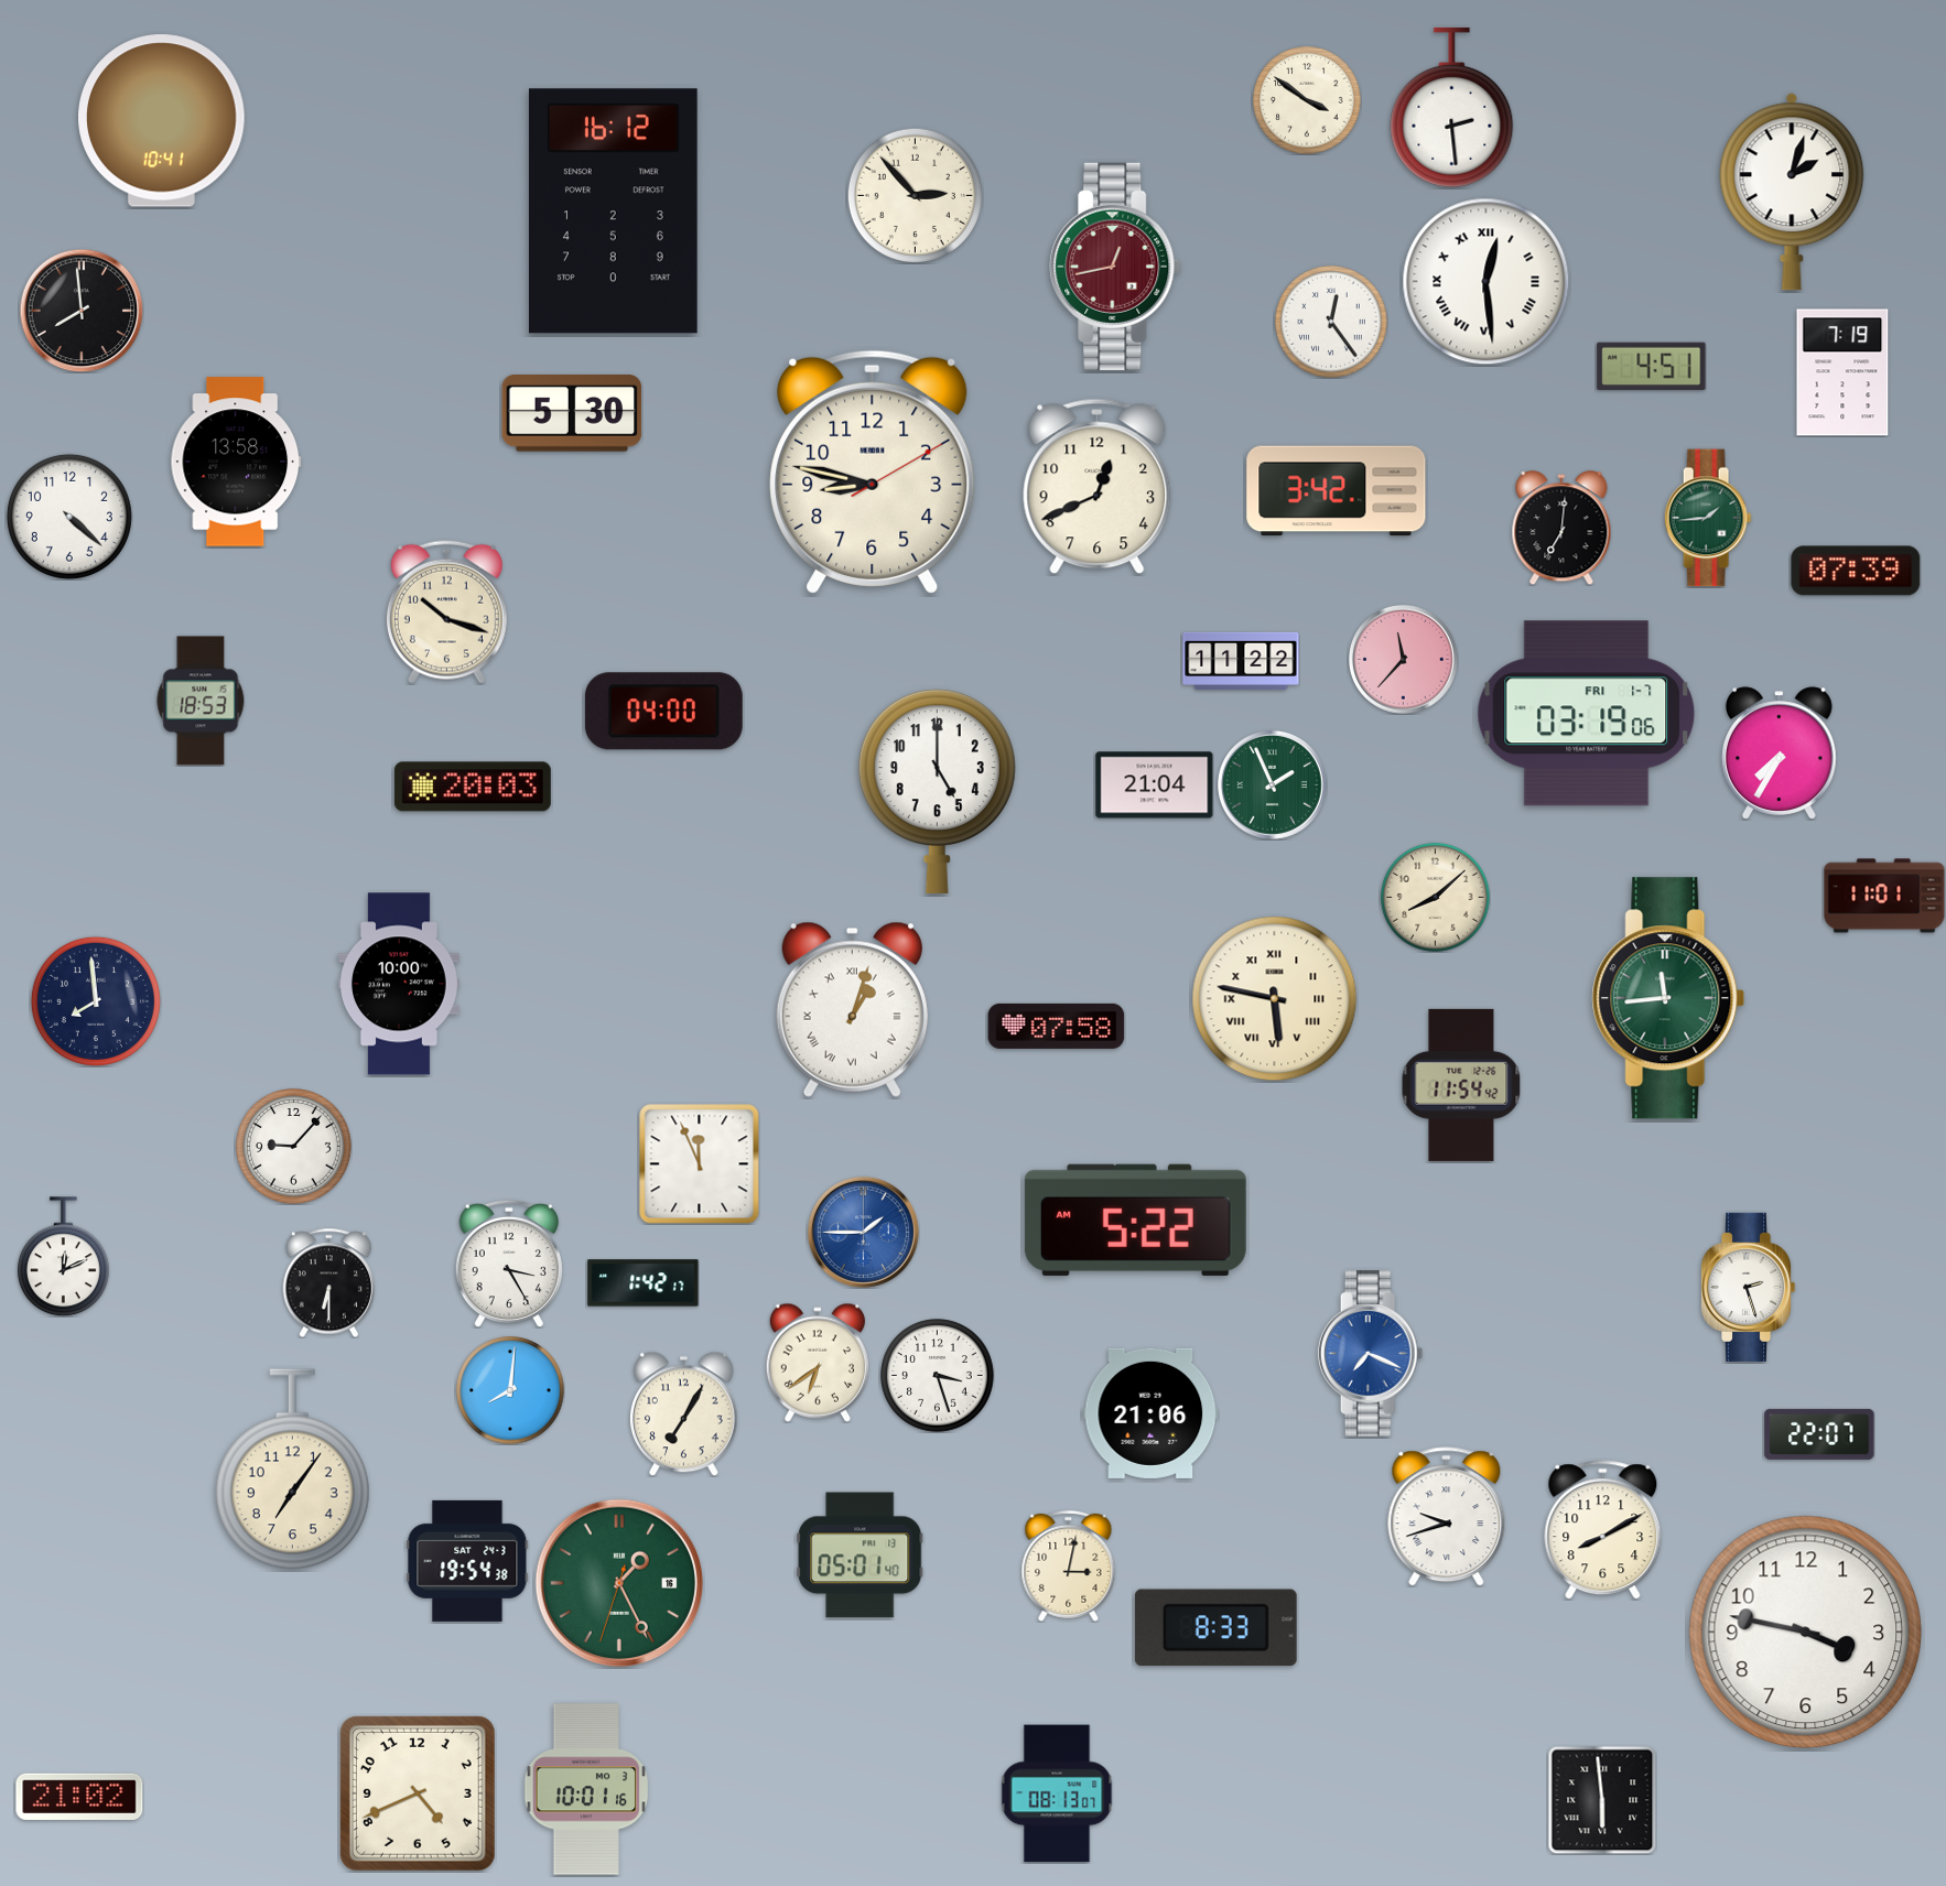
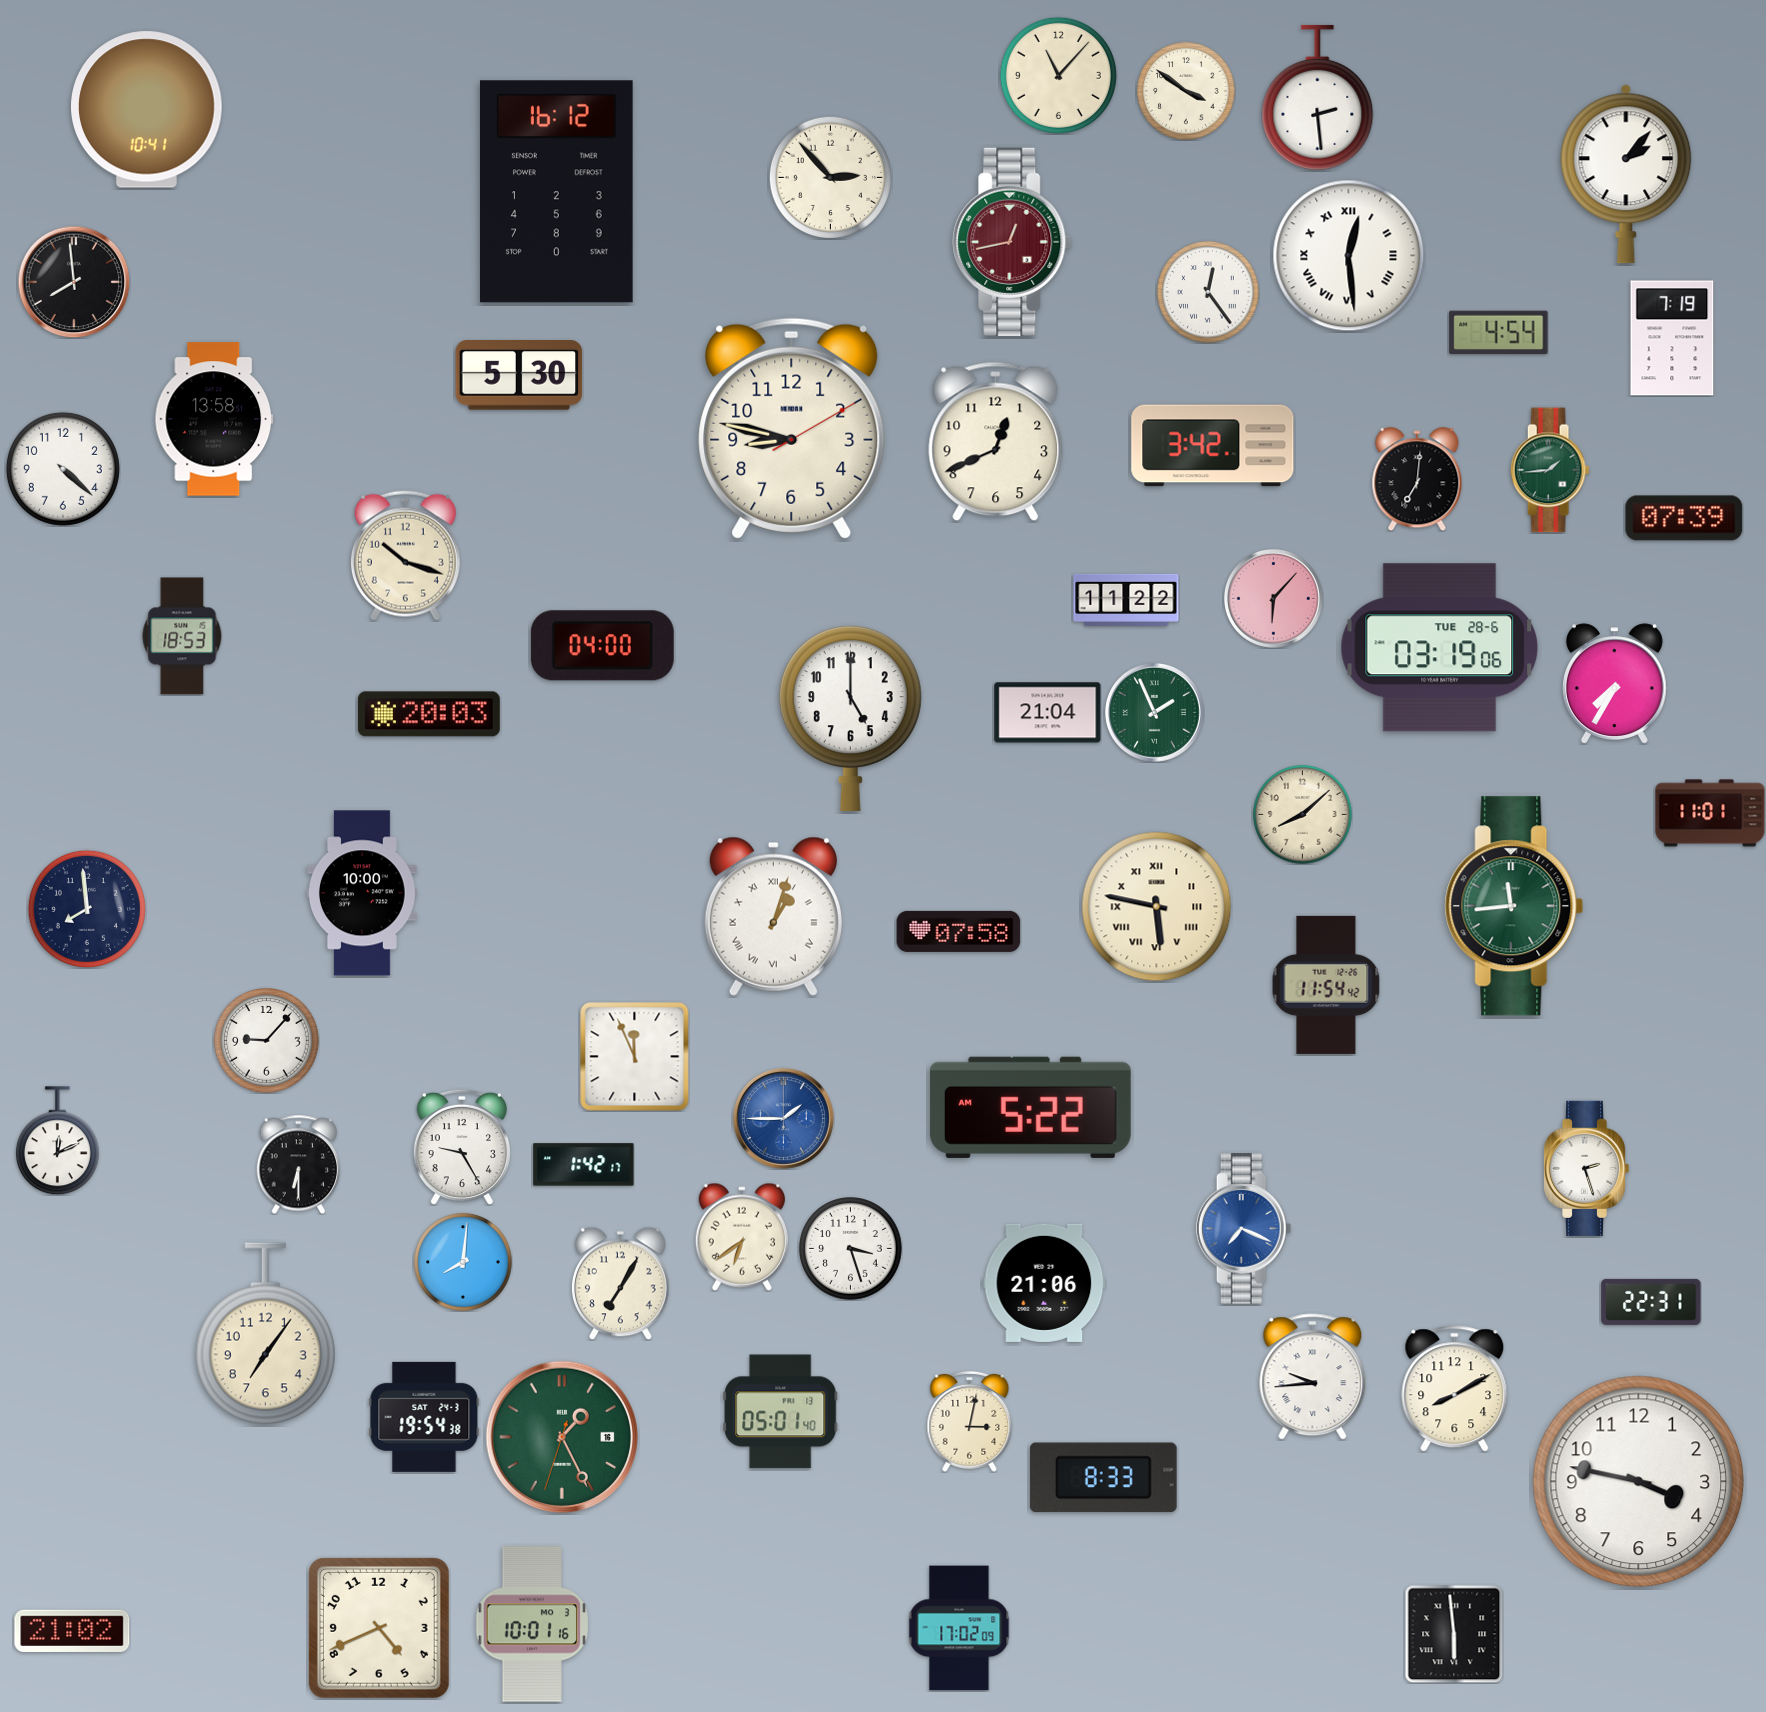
clock at (1058, 75): none -> 11:07
clock at (1792, 192): 2:03 -> 2:07
clock at (1652, 367): 4:51 -> 4:54
clock at (1404, 660): 11:37 -> 6:07
clock at (1587, 714) date: FRI 1-7 -> TUE 28-6
clock at (509, 1264): 3:25 -> 9:25
clock at (1819, 1434): 22:07 -> 22:31
clock at (1447, 1517): 9:42 -> 9:44
clock at (1057, 1793): 08:13 -> 17:02
